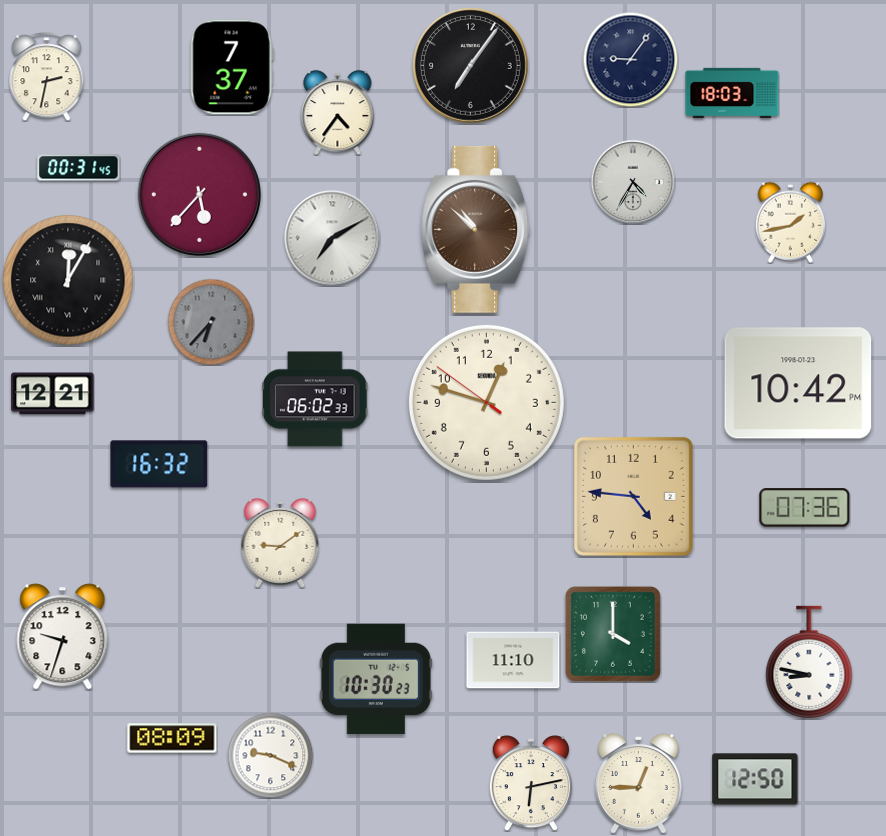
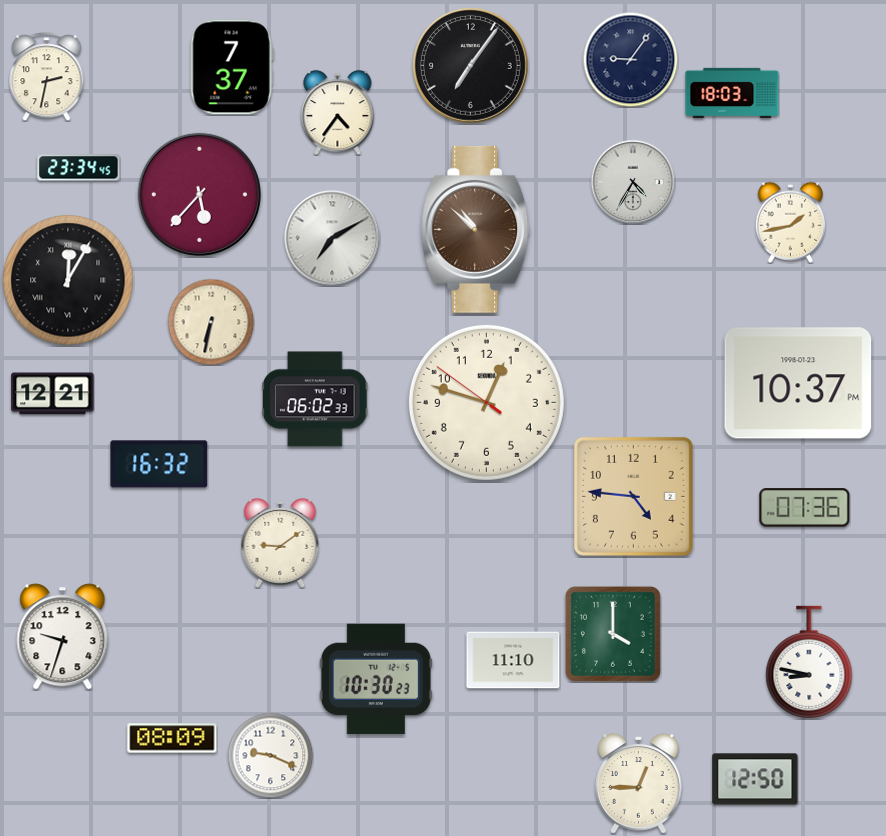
clock at (79, 168): 00:31 -> 23:34
clock at (211, 322): 6:37 -> 6:32
clock at (211, 322) dial: grey -> cream
clock at (798, 383): 10:42 -> 10:37
clock at (531, 783): 6:13 -> none
